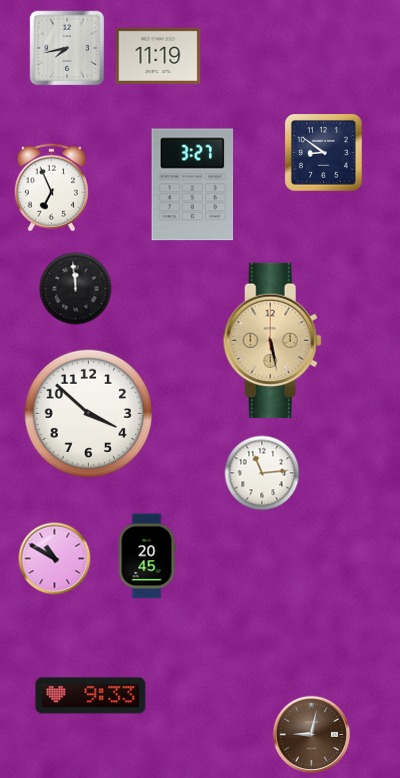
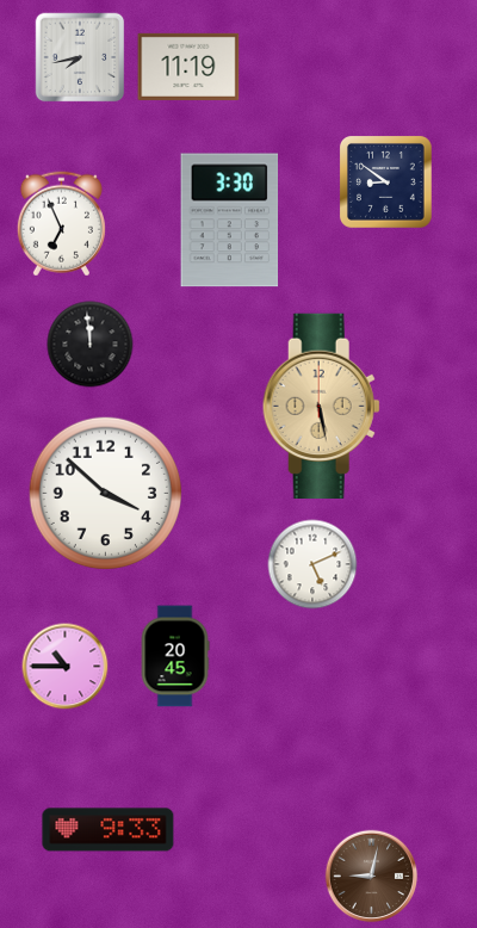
clock at (193, 185): 3:27 -> 3:30
clock at (272, 340) position: (272, 340) -> (321, 406)
clock at (262, 473): 11:14 -> 5:11
clock at (147, 556) position: (147, 556) -> (175, 656)
clock at (55, 559): 10:50 -> 10:45
